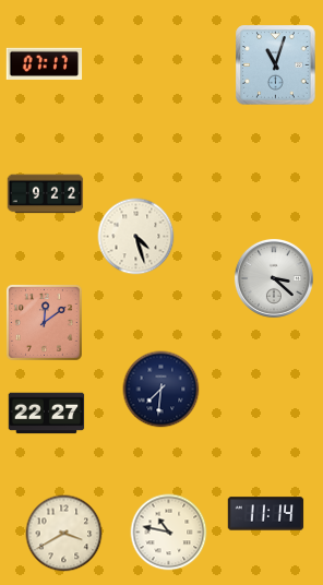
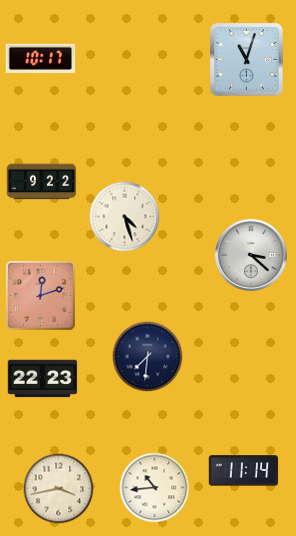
clock at (45, 63): 07:17 -> 10:17
clock at (276, 65) position: (276, 65) -> (247, 60)
clock at (46, 194) position: (46, 194) -> (42, 182)
clock at (44, 322): 12:09 -> 12:12
clock at (47, 414): 22:27 -> 22:23
clock at (169, 533): 10:47 -> 10:44
clock at (64, 534): 3:40 -> 3:43
